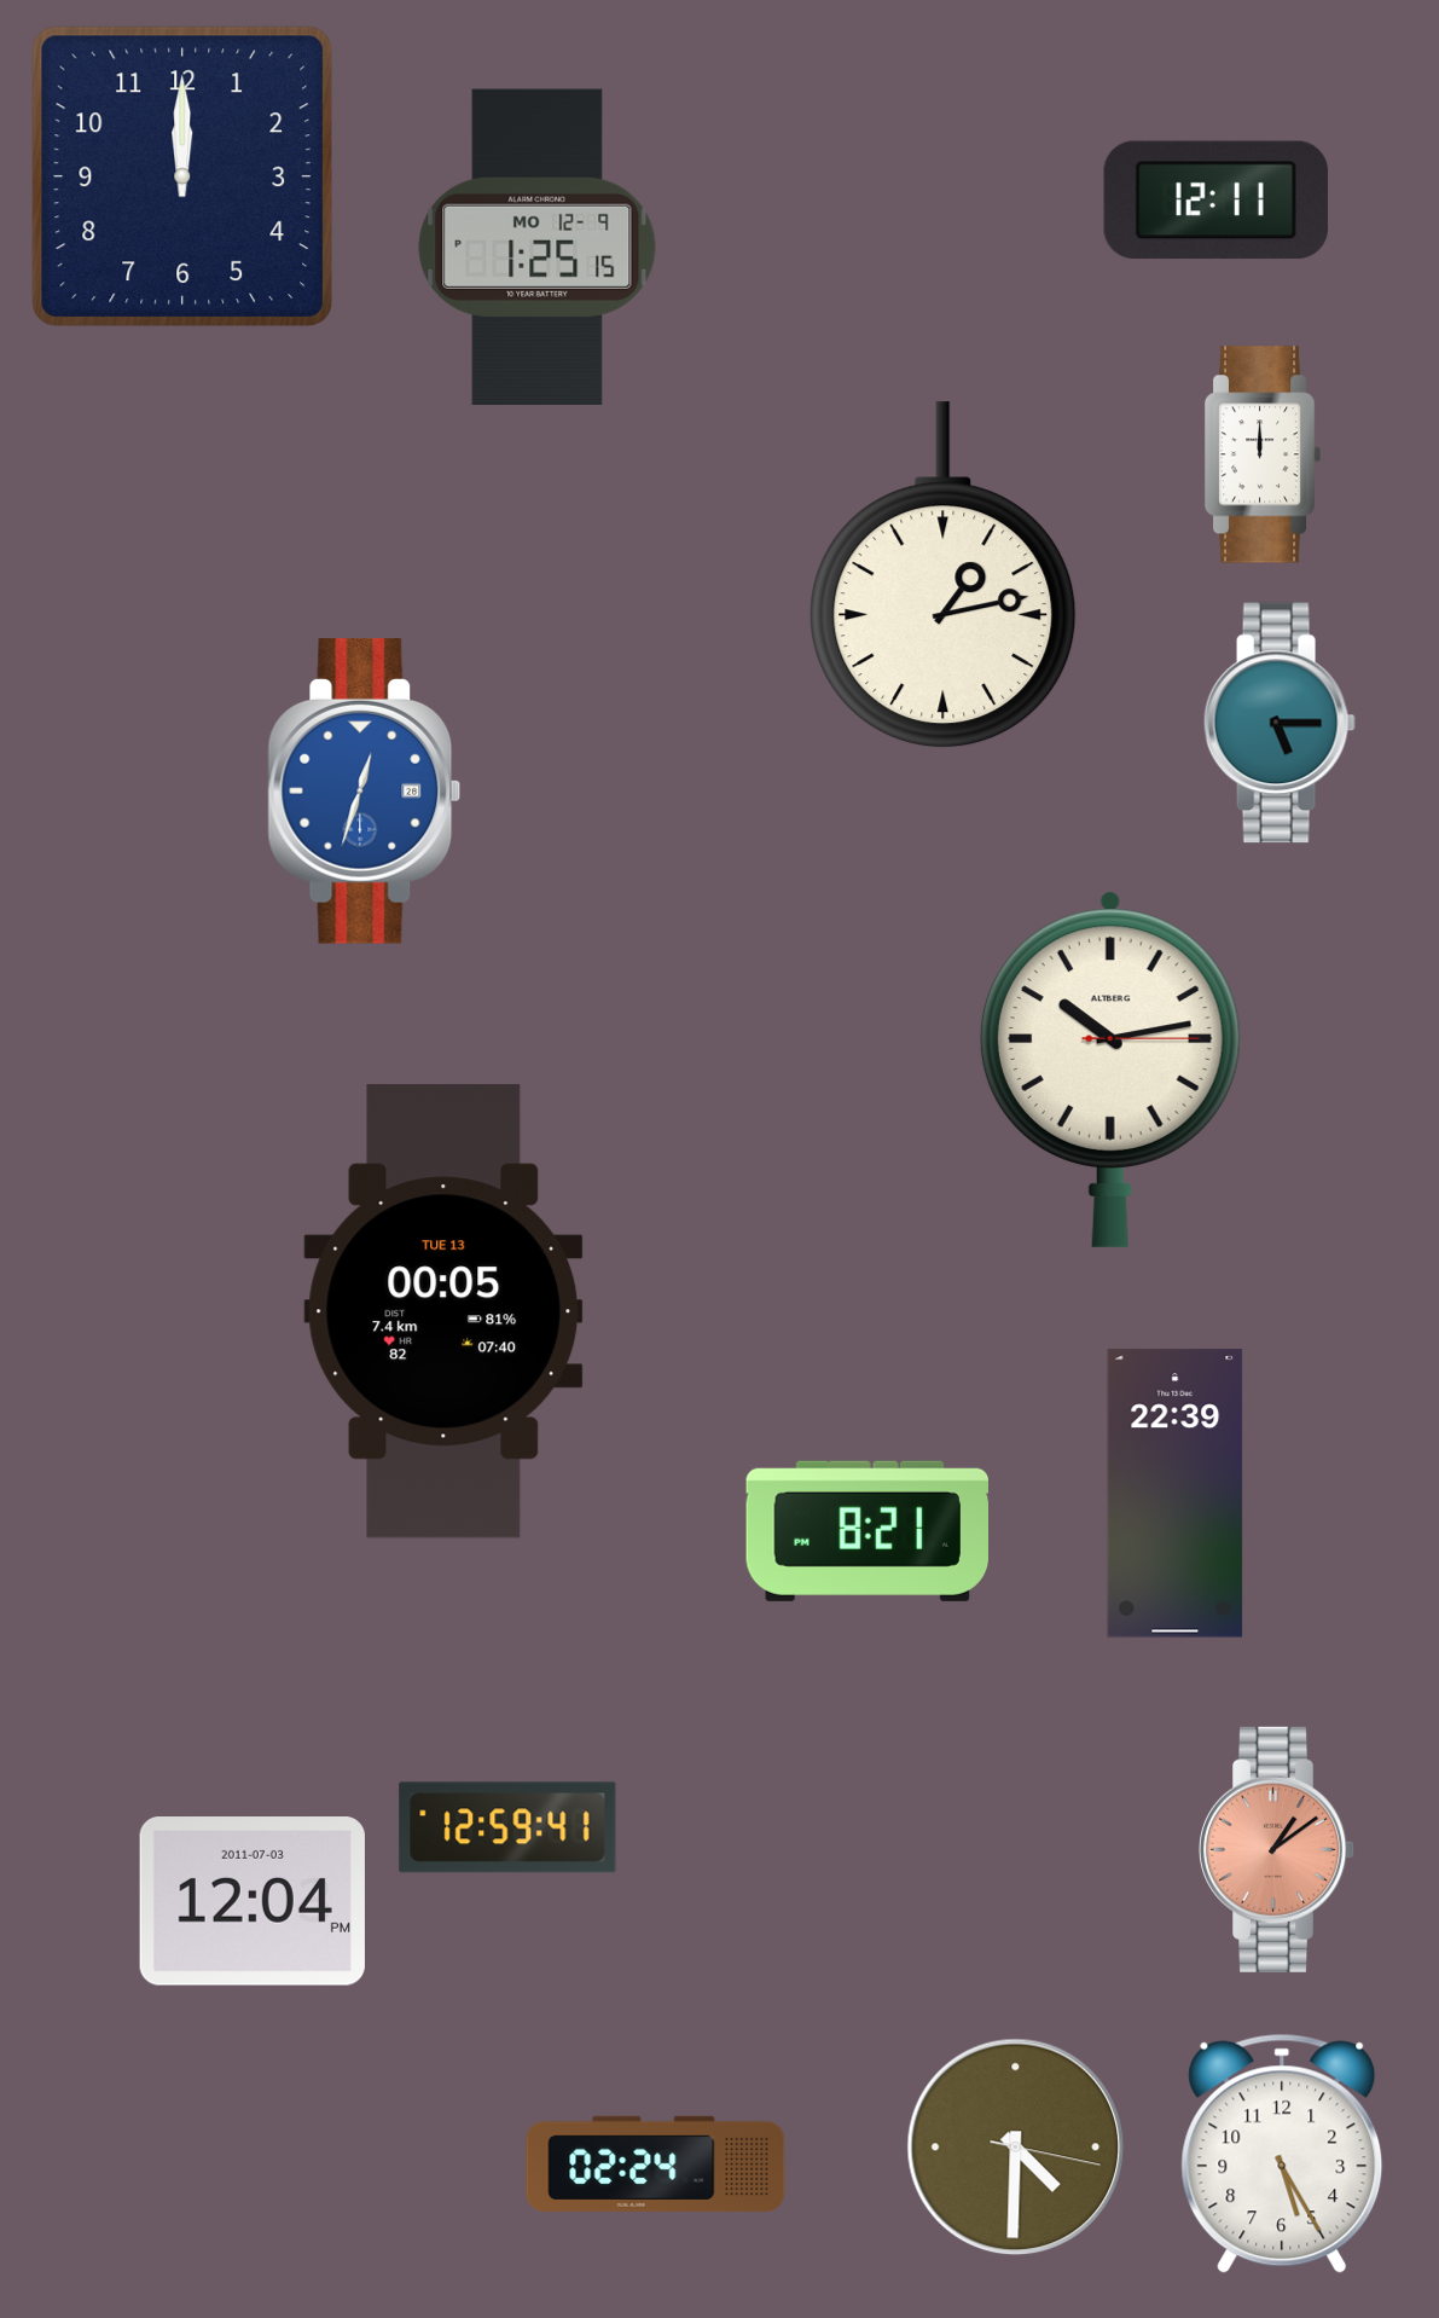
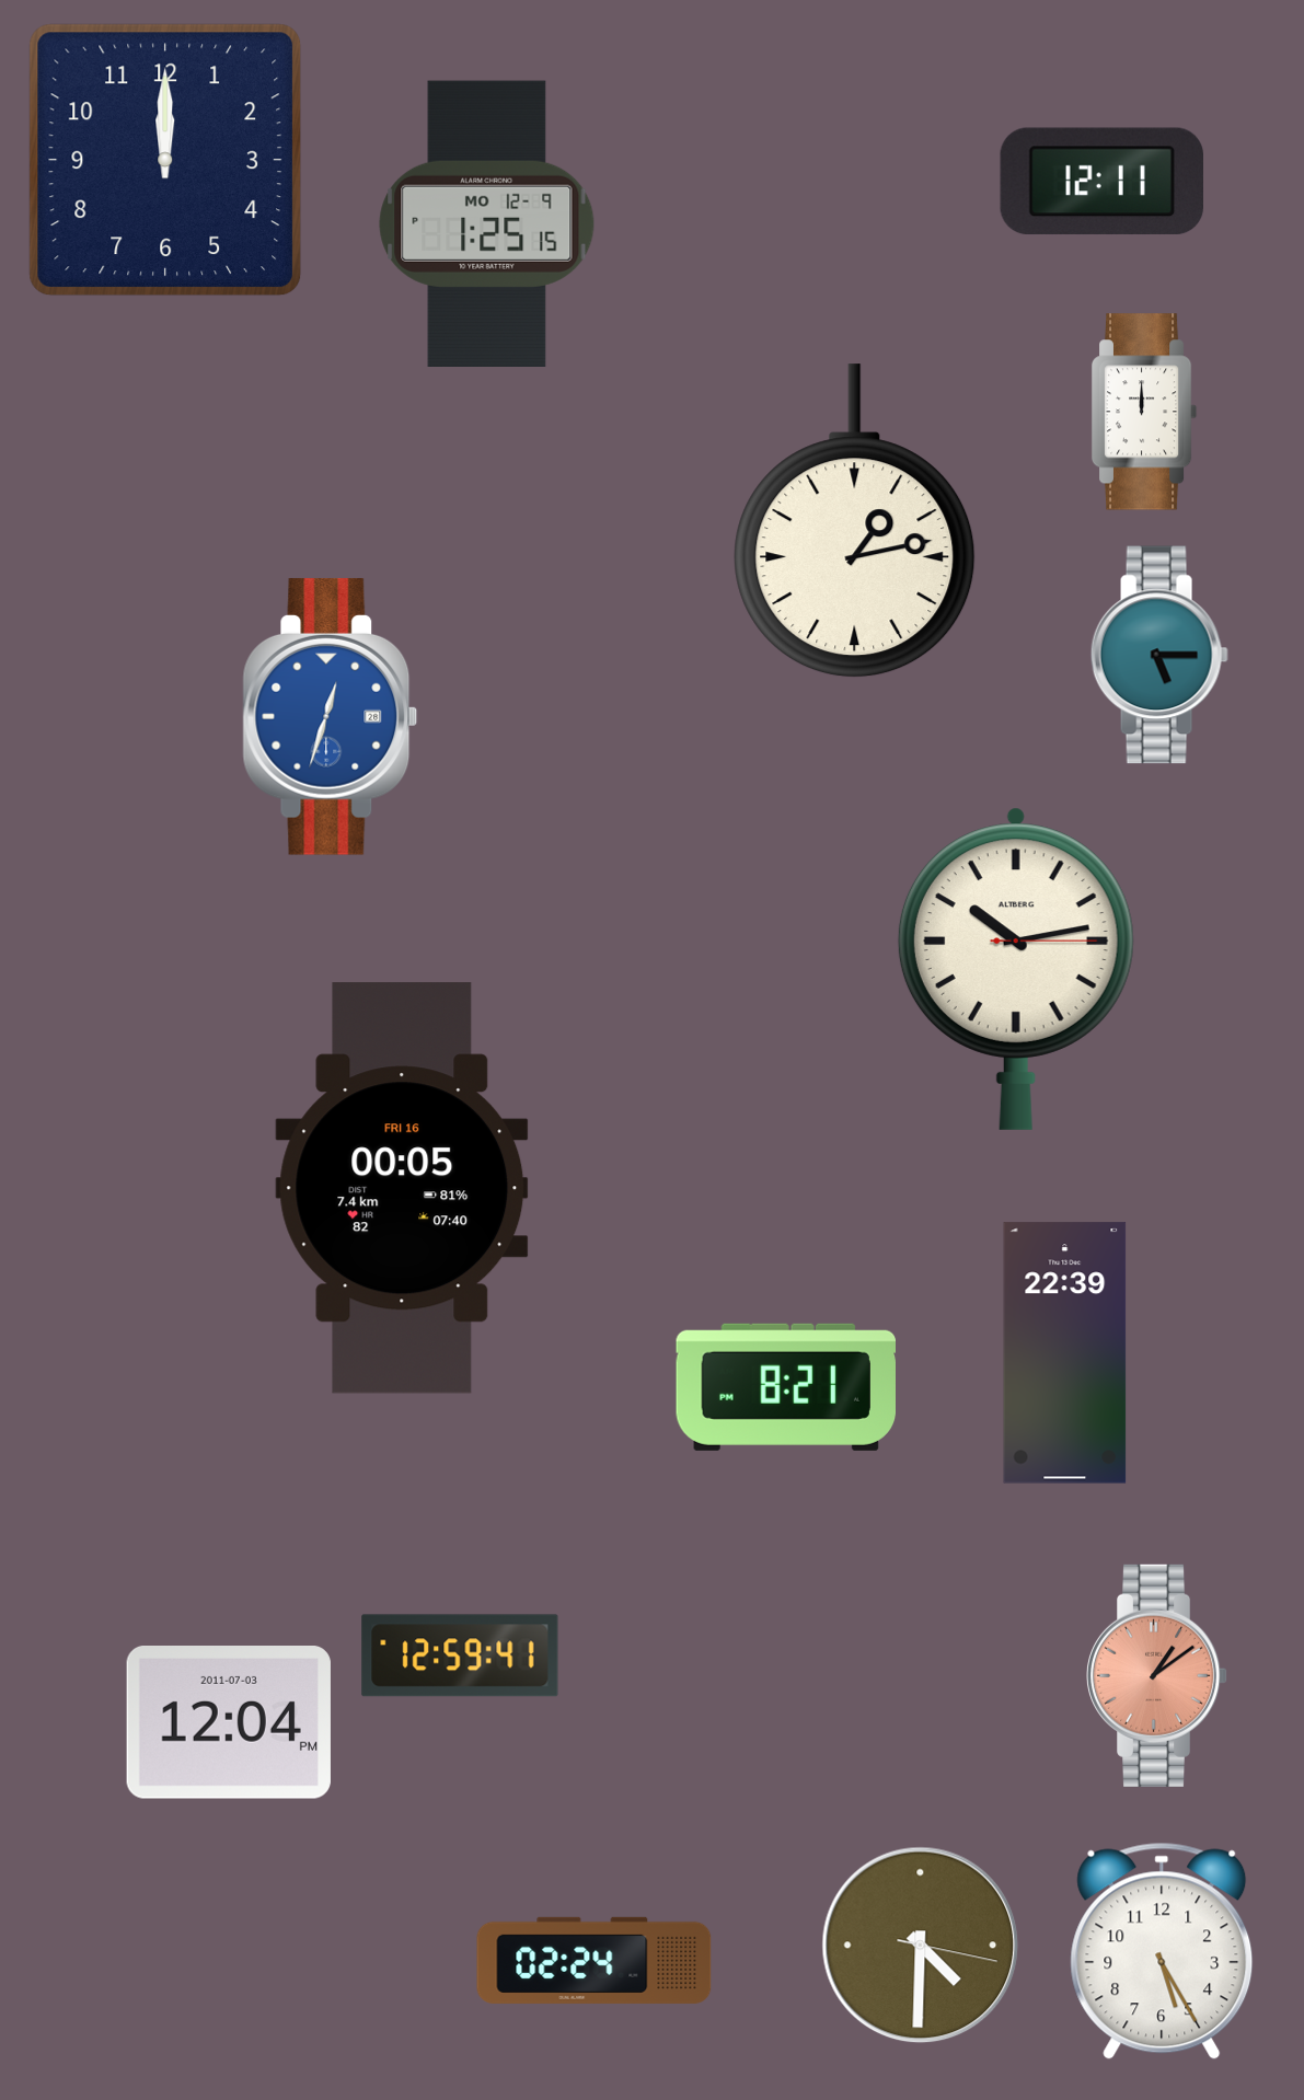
clock at (1110, 1070) position: (1110, 1070) -> (1016, 969)
clock at (443, 1311) date: TUE 13 -> FRI 16
